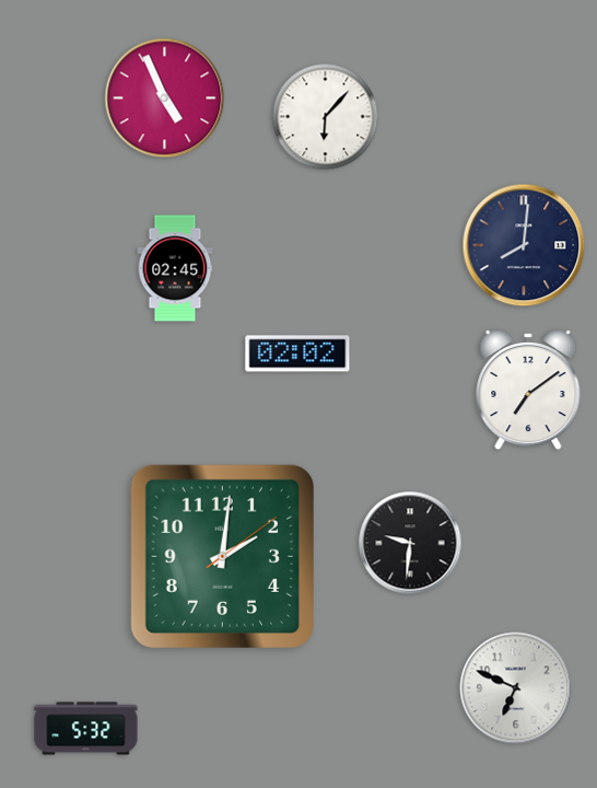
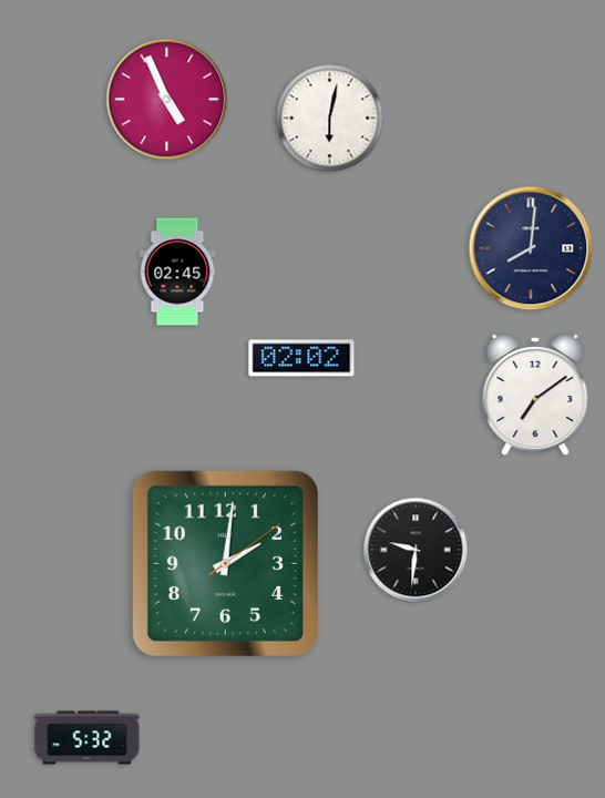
clock at (326, 117): 6:07 -> 6:02
clock at (516, 688): 6:49 -> none
